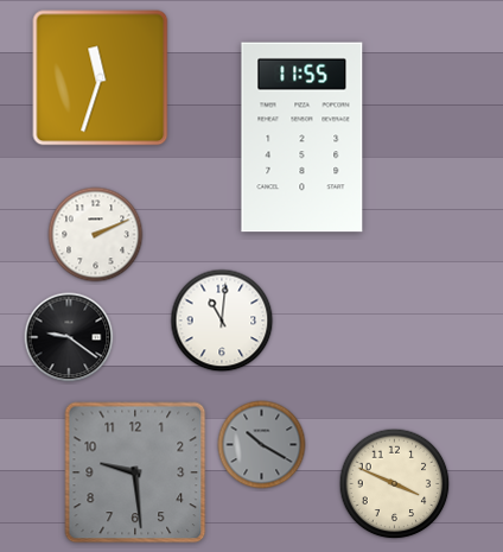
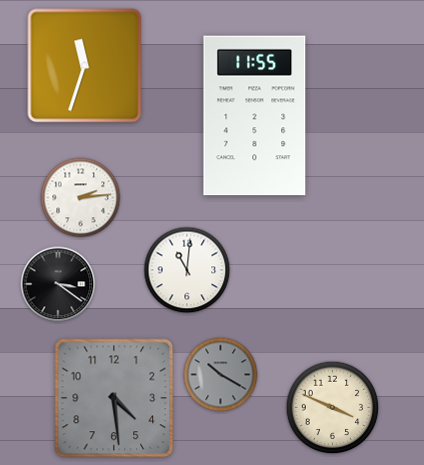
clock at (96, 235): 2:11 -> 2:14
clock at (69, 337): 9:21 -> 3:21
clock at (135, 472): 9:29 -> 4:29
